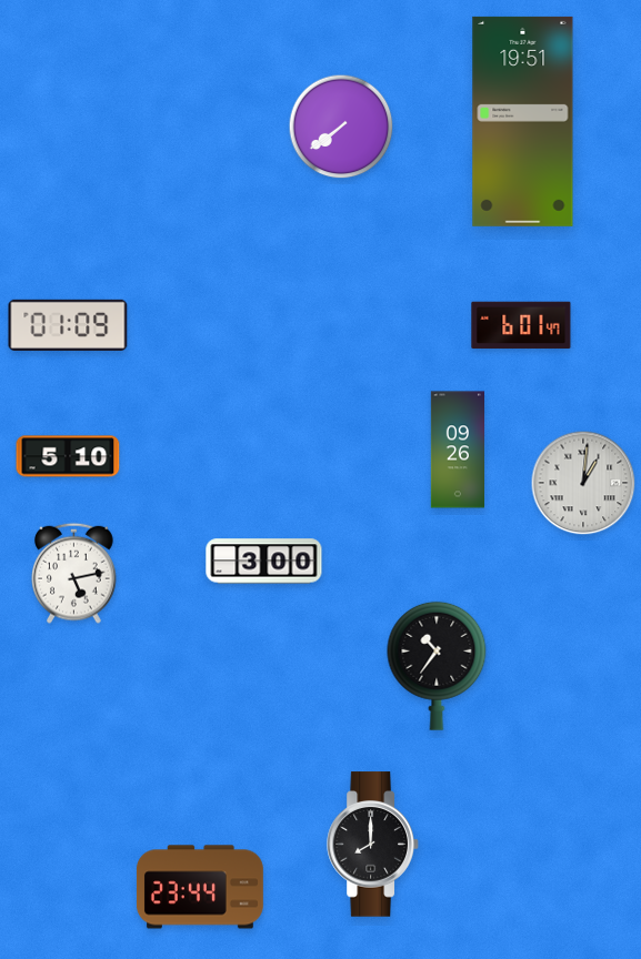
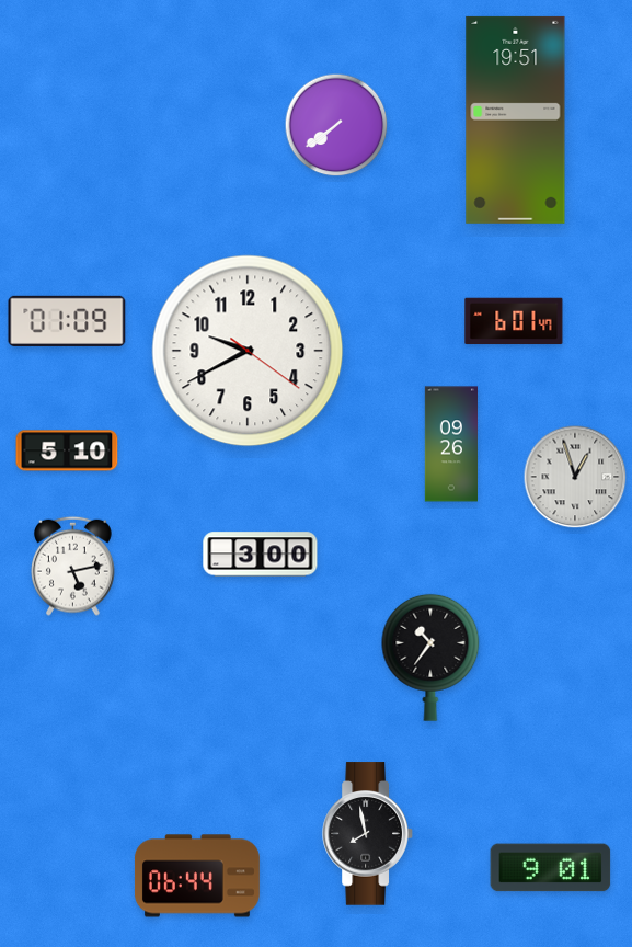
clock at (248, 351): none -> 9:40
clock at (583, 483): 1:01 -> 12:57
clock at (373, 845): 8:00 -> 7:58
clock at (551, 868): none -> 9:01
clock at (200, 887): 23:44 -> 06:44
